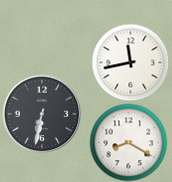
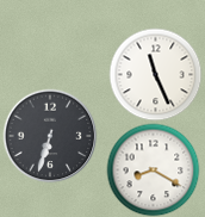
clock at (130, 62): 11:43 -> 11:26
clock at (42, 114): 6:32 -> 6:33
